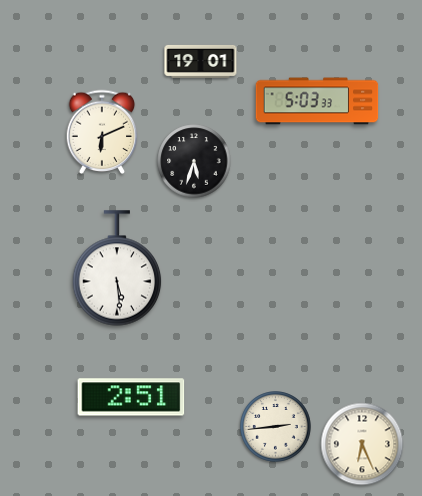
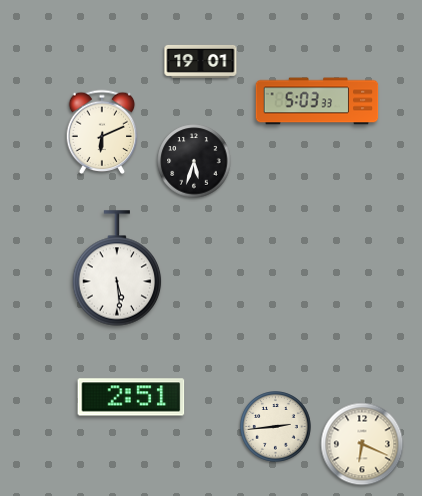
clock at (362, 444): 6:26 -> 6:19
